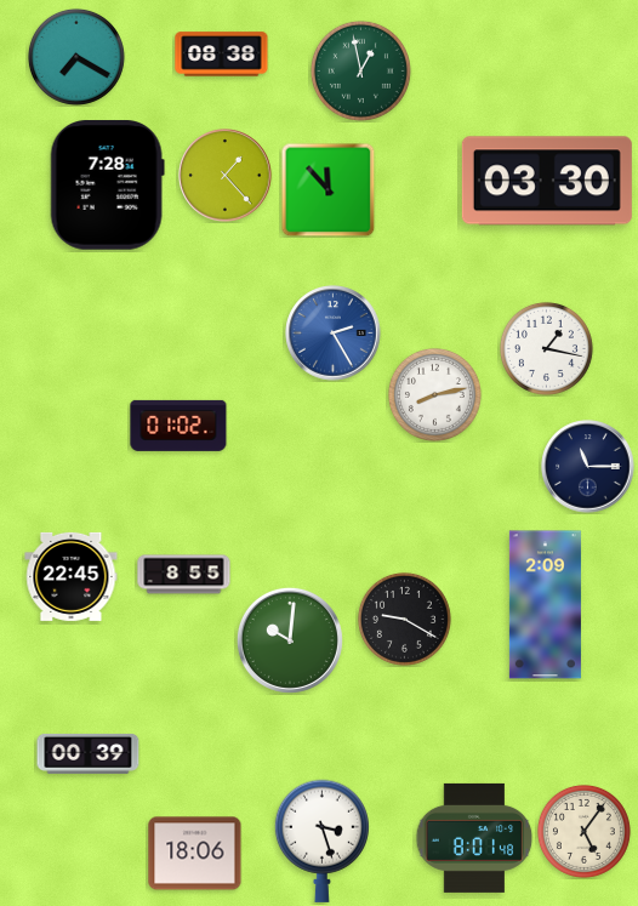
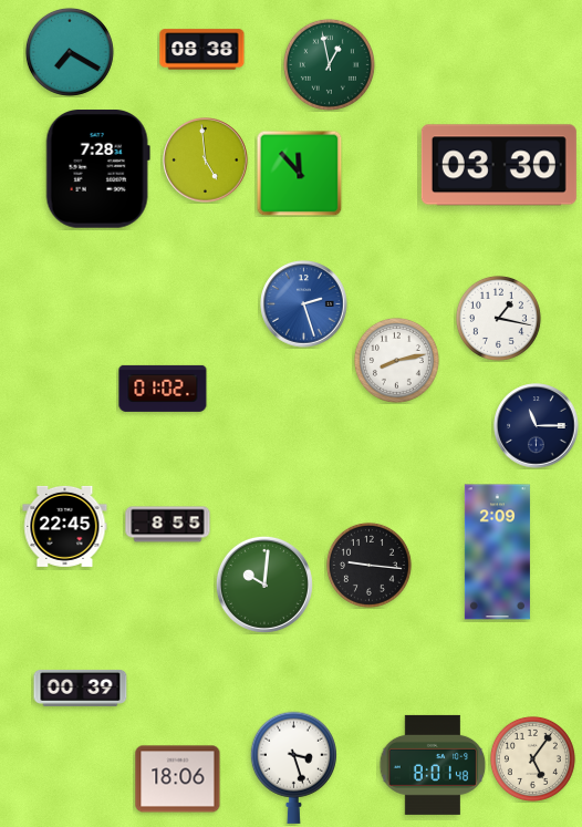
clock at (226, 176): 1:23 -> 4:59
clock at (334, 334): 2:25 -> 2:27
clock at (404, 619): 9:20 -> 9:16
